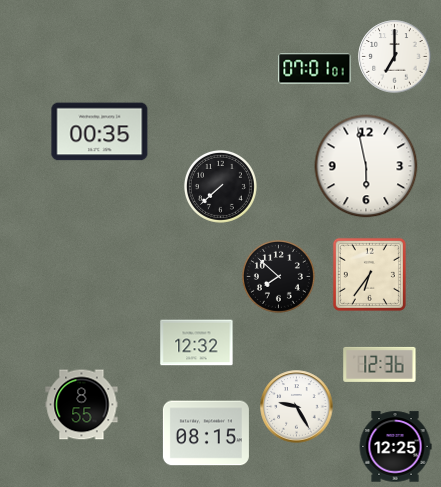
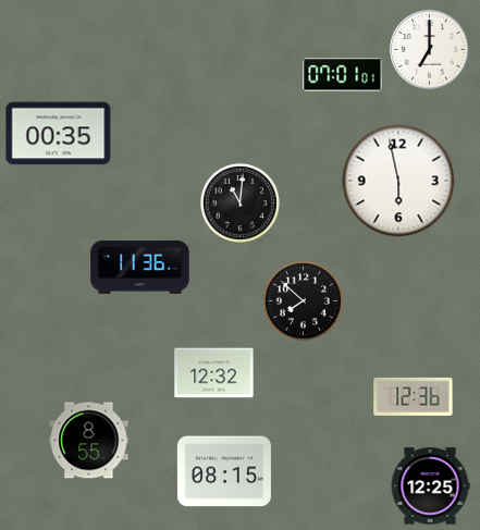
clock at (395, 57) position: (395, 57) -> (430, 50)
clock at (100, 132) position: (100, 132) -> (59, 134)
clock at (220, 186): 7:38 -> 11:01
clock at (140, 268): none -> 11:36
clock at (369, 274): 6:36 -> none
clock at (297, 407): 9:25 -> none
